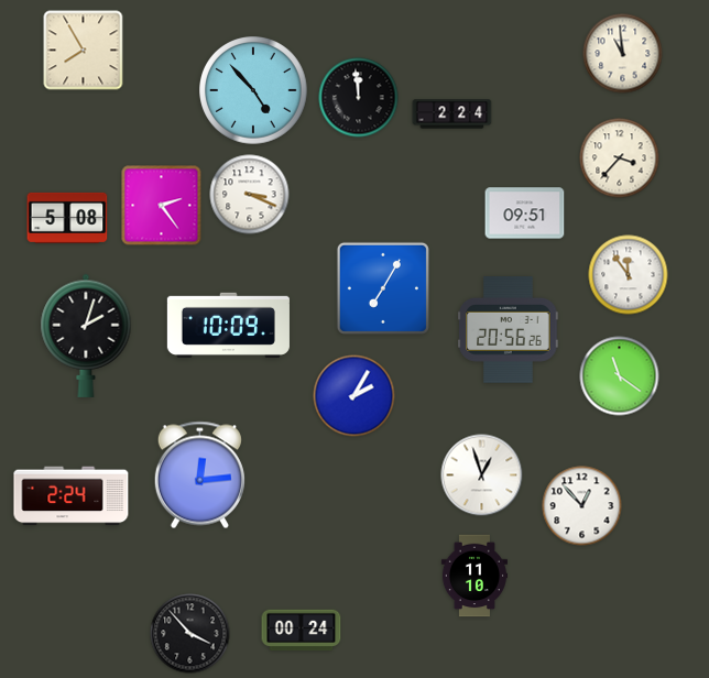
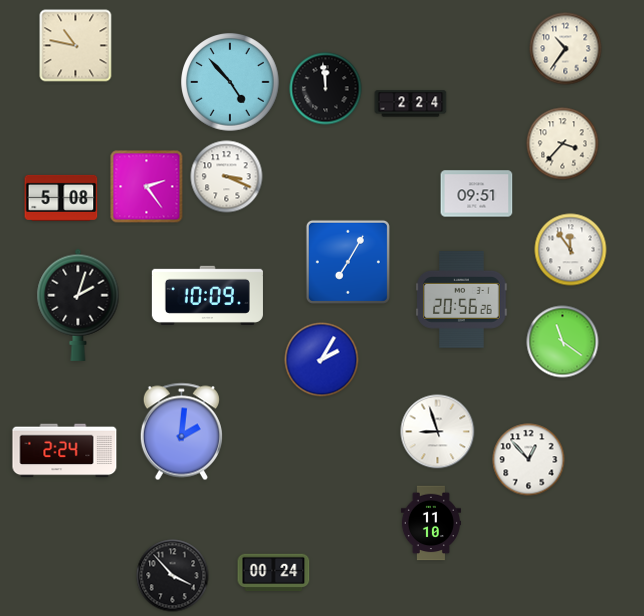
clock at (84, 51): 7:55 -> 10:47
clock at (623, 54): 10:59 -> 10:36
clock at (199, 475): 12:14 -> 2:01
clock at (482, 475): 12:57 -> 8:57
